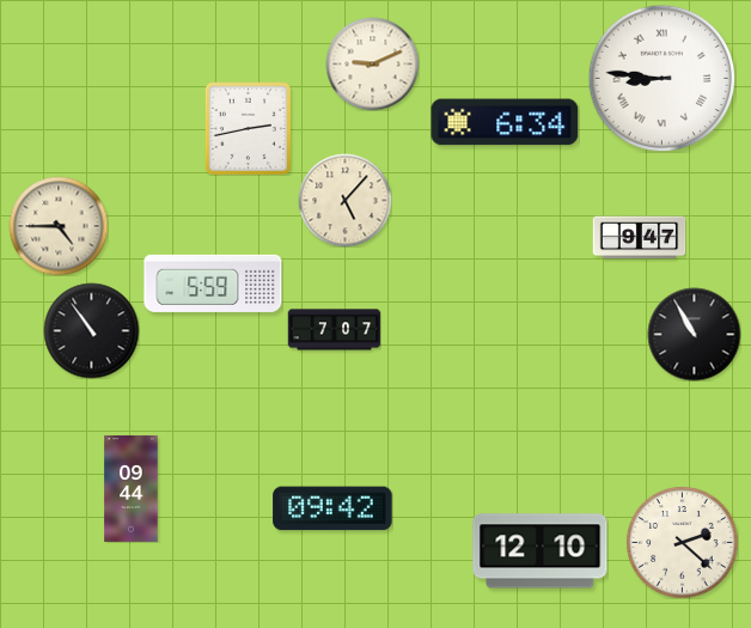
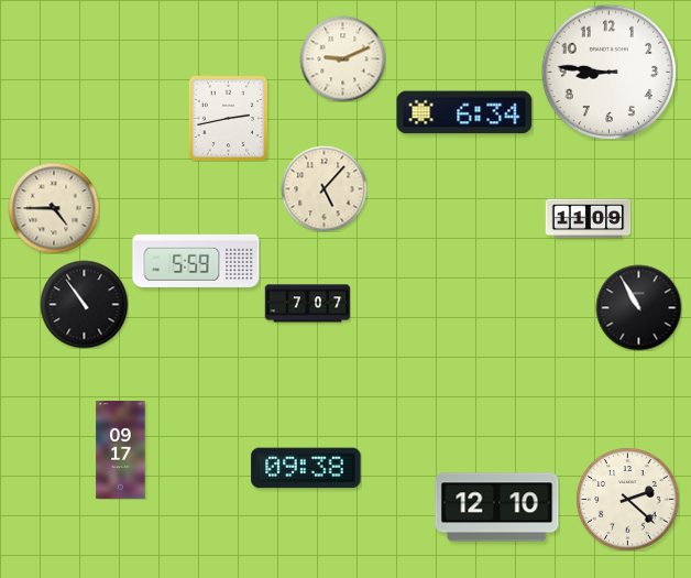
clock at (661, 78) numerals: Roman -> Arabic
clock at (344, 200) position: (344, 200) -> (323, 188)
clock at (639, 238): 9:47 -> 11:09
clock at (132, 488): 09:44 -> 09:17
clock at (332, 508): 09:42 -> 09:38
